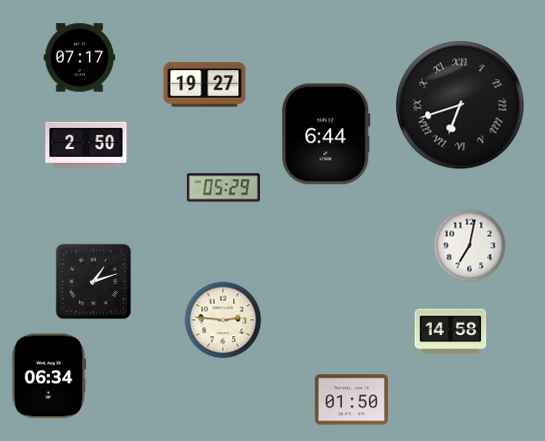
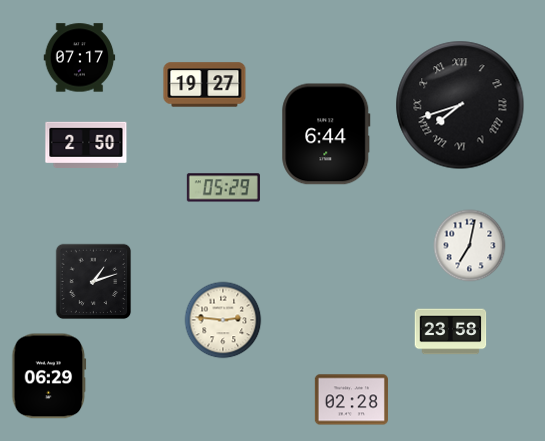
clock at (460, 105): 6:42 -> 7:42
clock at (451, 332): 14:58 -> 23:58
clock at (49, 376): 06:34 -> 06:29
clock at (351, 400): 01:50 -> 02:28
